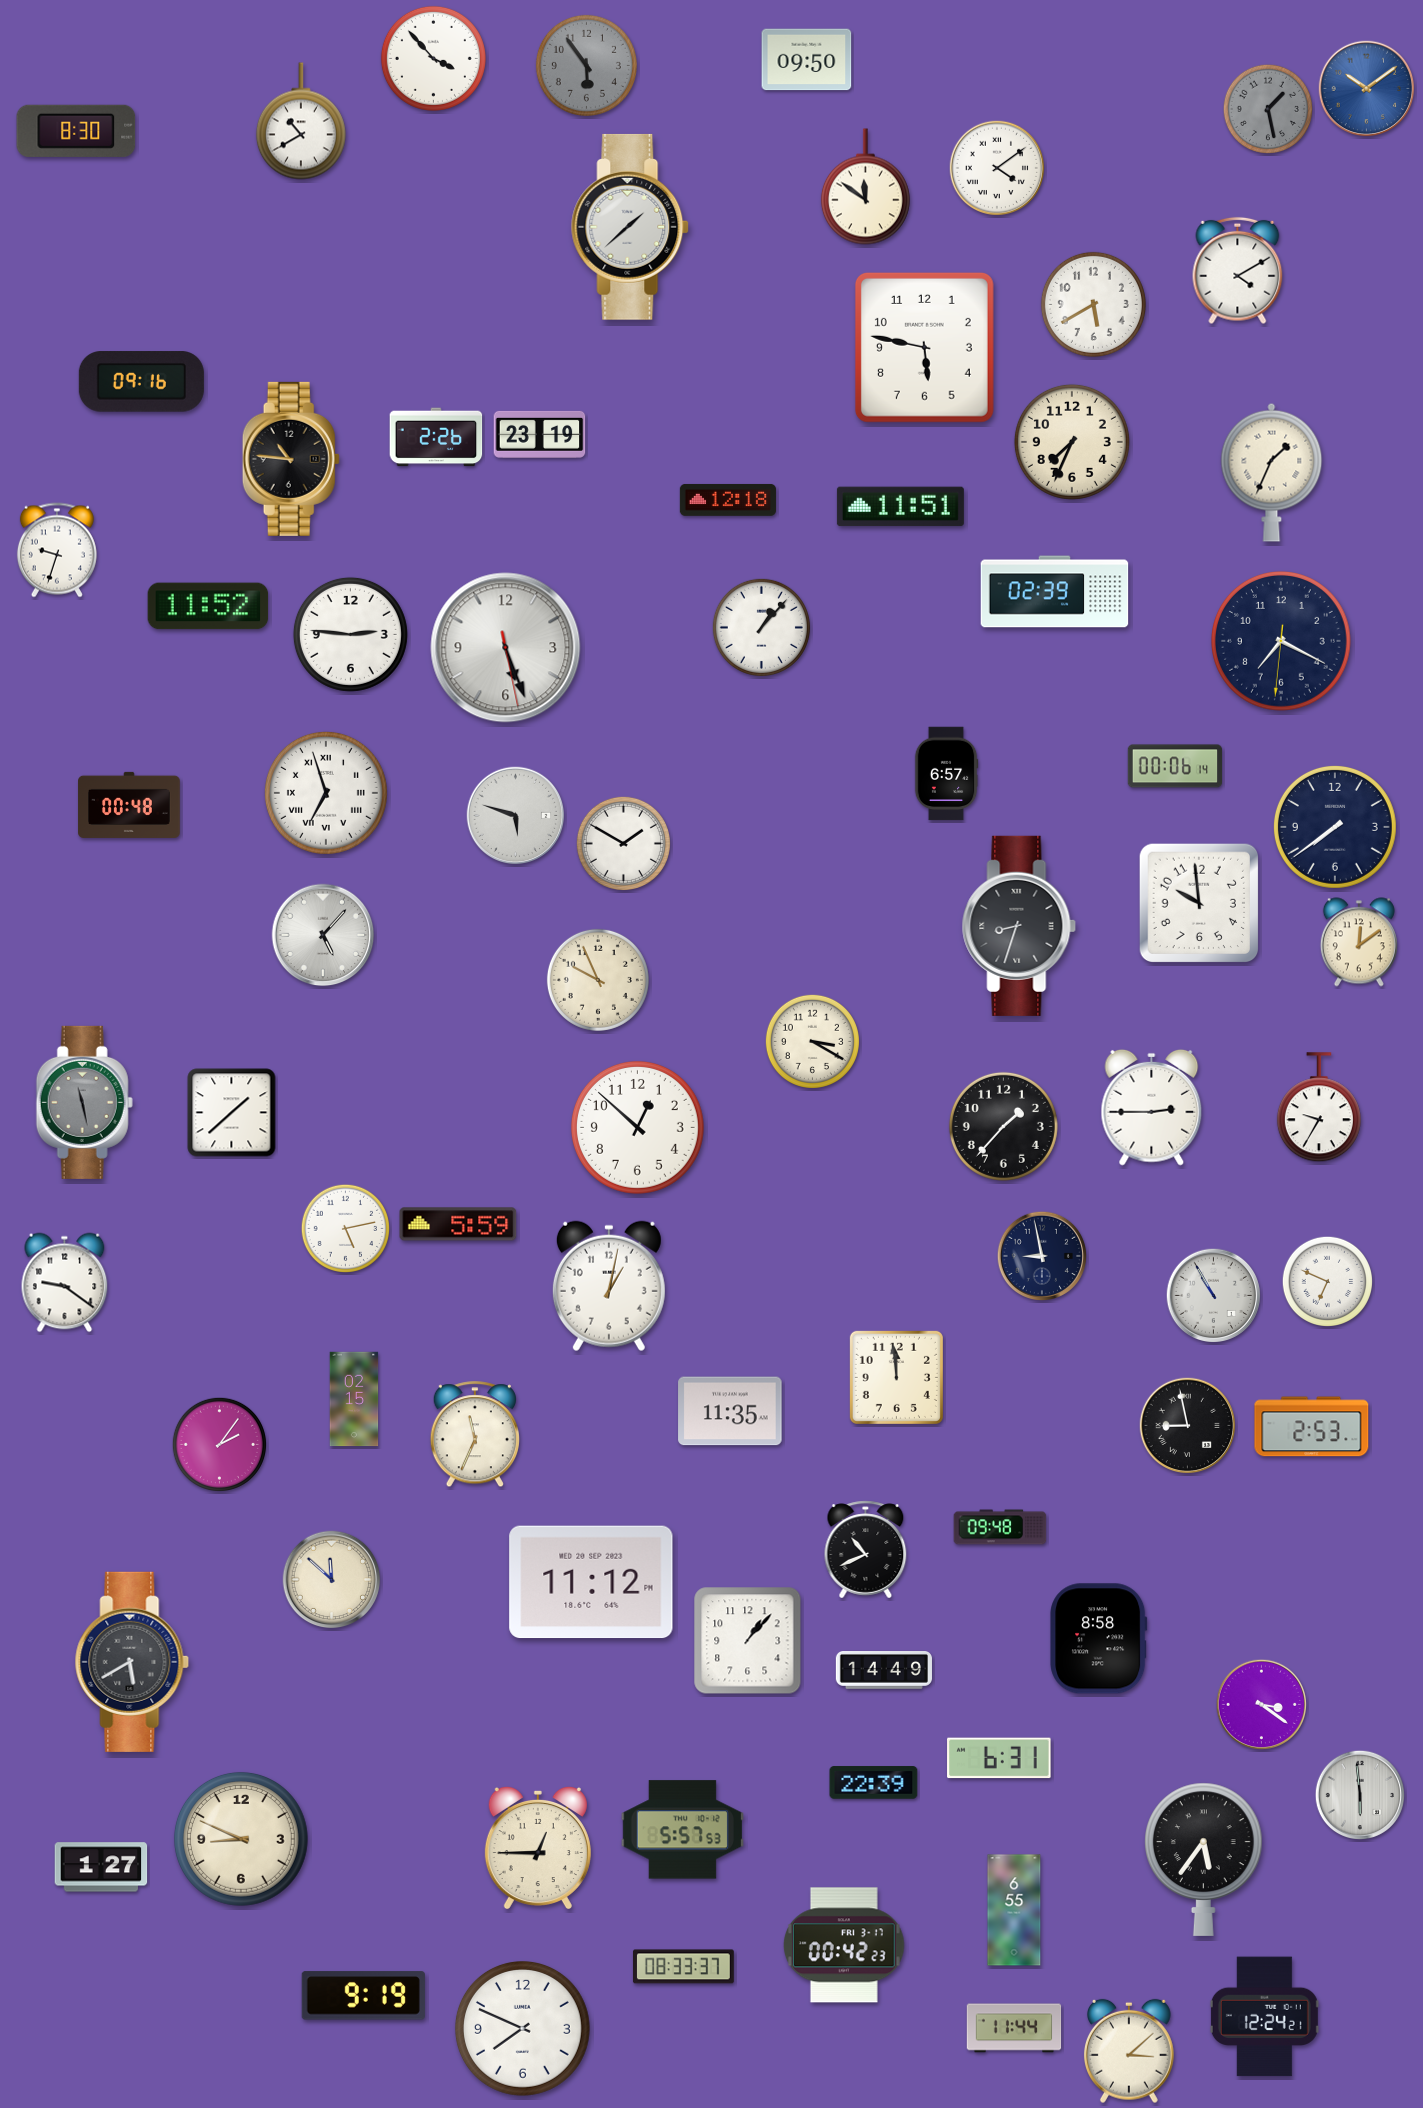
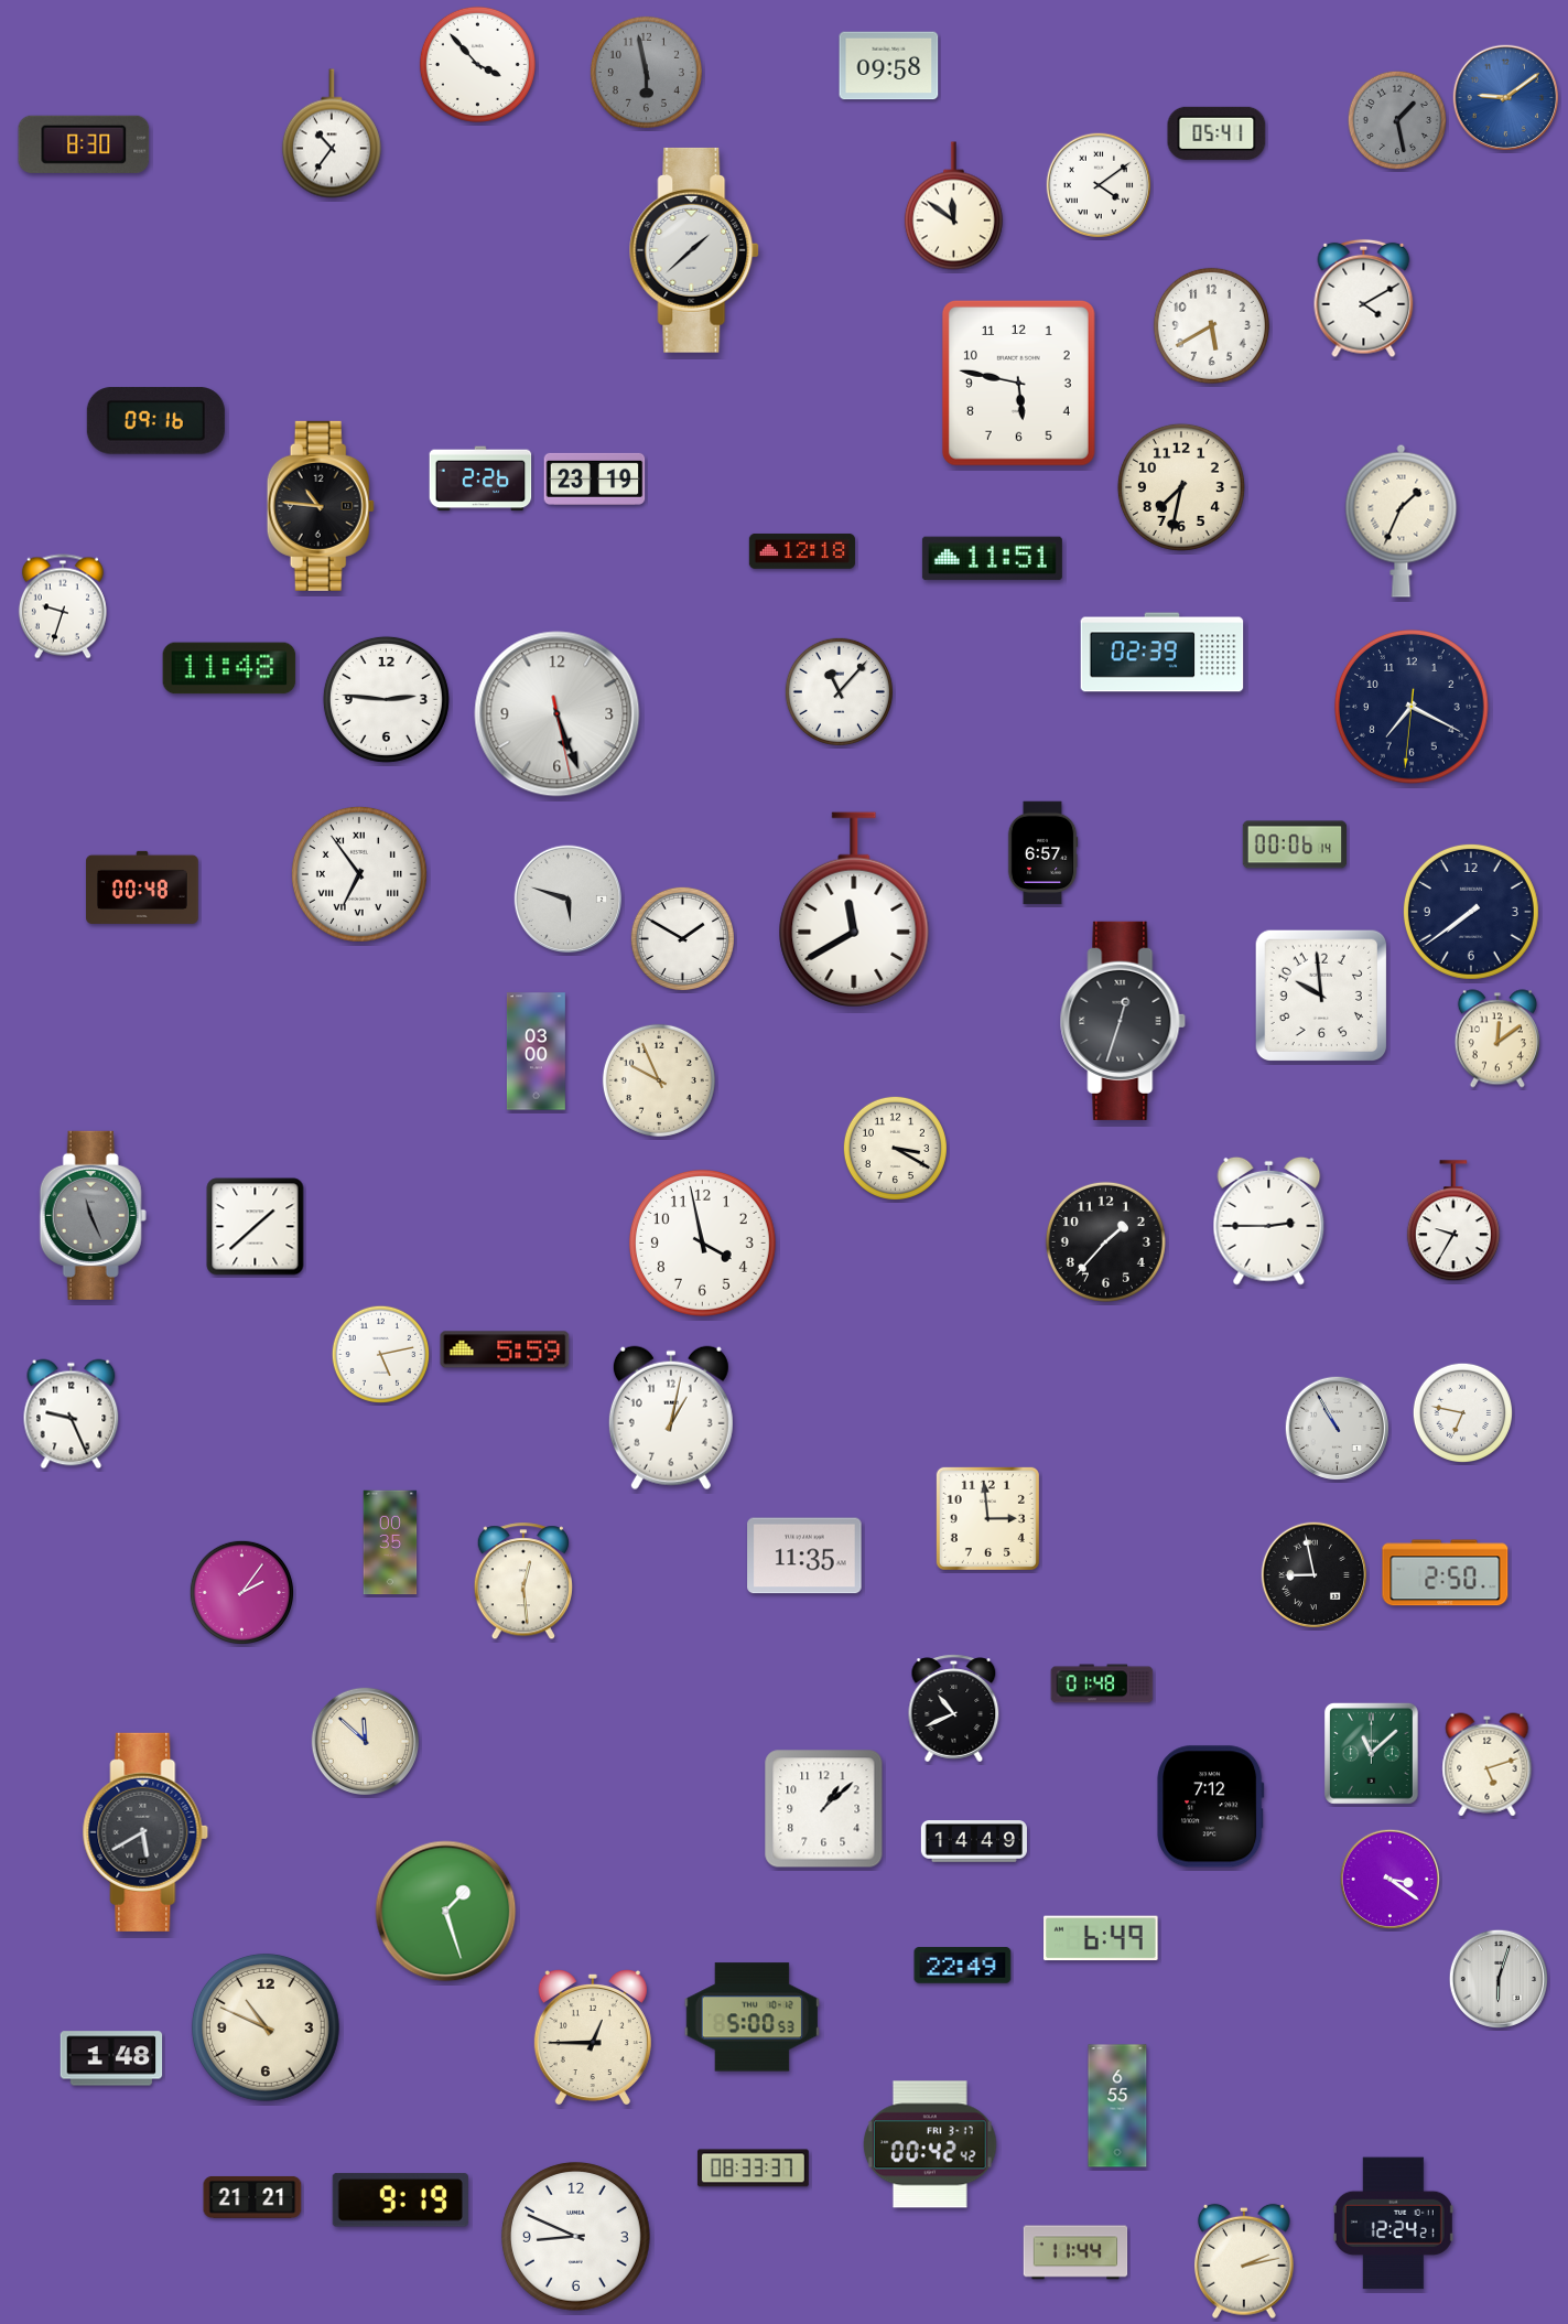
clock at (807, 60): 09:50 -> 09:58
clock at (586, 65): 5:54 -> 5:58
clock at (1367, 89): 10:09 -> 9:09
clock at (301, 121): 10:40 -> 10:36
clock at (1216, 133): none -> 05:41
clock at (1093, 304) position: (1093, 304) -> (1211, 325)
clock at (436, 437) position: (436, 437) -> (480, 478)
clock at (1072, 442): 7:34 -> 7:32
clock at (208, 606): 11:52 -> 11:48
clock at (761, 627): 1:07 -> 11:07
clock at (326, 793): 6:57 -> 6:54
clock at (854, 910): none -> 11:40
clock at (623, 843) position: (623, 843) -> (682, 938)
clock at (1019, 926): 8:33 -> 12:33
clock at (323, 935): 5:07 -> none
clock at (536, 1052): none -> 03:00
clock at (84, 1102): 11:28 -> 11:26
clock at (637, 1127): 12:52 -> 3:58
clock at (1041, 1255): 8:58 -> none
clock at (1327, 1281): 6:49 -> 6:47
clock at (65, 1283): 9:21 -> 9:26
clock at (896, 1377): 11:59 -> 2:59
clock at (354, 1399): 02:15 -> 00:35
clock at (1188, 1426) position: (1188, 1426) -> (1315, 1575)
clock at (1312, 1427): 2:53 -> 2:50
clock at (475, 1435): 11:34 -> 12:29
clock at (1000, 1527): 09:48 -> 01:48
clock at (591, 1582): 11:12 -> none
clock at (1371, 1753): none -> 11:08
clock at (1488, 1765): none -> 5:12
clock at (1099, 1639): 8:58 -> 7:12
clock at (748, 1641): 1:07 -> 1:08
clock at (446, 1912): none -> 1:27
clock at (999, 1758): 6:31 -> 6:49
clock at (874, 1783): 22:39 -> 22:49
clock at (1359, 1794): 5:59 -> 6:03
clock at (682, 1830): 5:57 -> 5:00
clock at (241, 1839): 8:49 -> 10:49
clock at (1204, 1859): 5:36 -> none
clock at (101, 1867): 1:27 -> 1:48
clock at (844, 1945): 00:42:23 -> 00:42:42
clock at (252, 2197): none -> 21:21
clock at (522, 2028): 7:49 -> 8:49
clock at (1014, 2028) position: (1014, 2028) -> (1075, 2252)
clock at (1129, 2051): 3:08 -> 2:13
